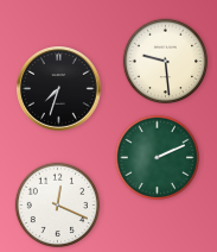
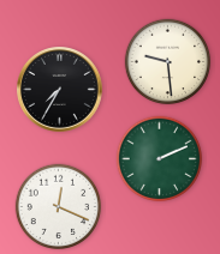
clock at (59, 89): 7:33 -> 7:35
